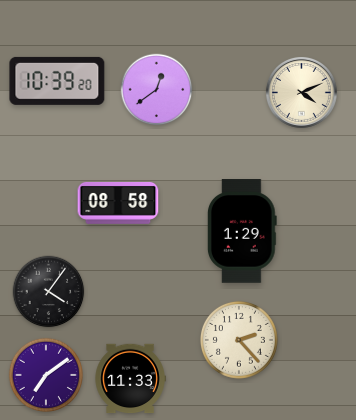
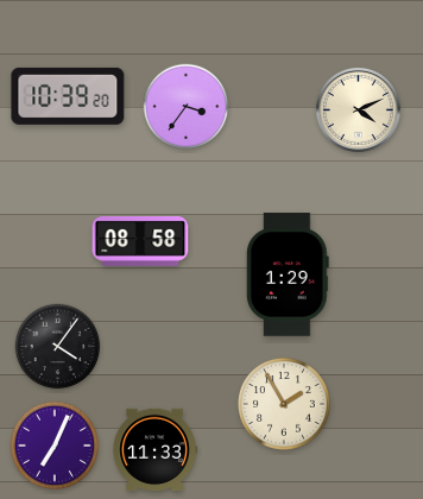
clock at (157, 90): 12:39 -> 3:36
clock at (239, 340): 2:23 -> 1:55
clock at (45, 374): 7:09 -> 7:04
